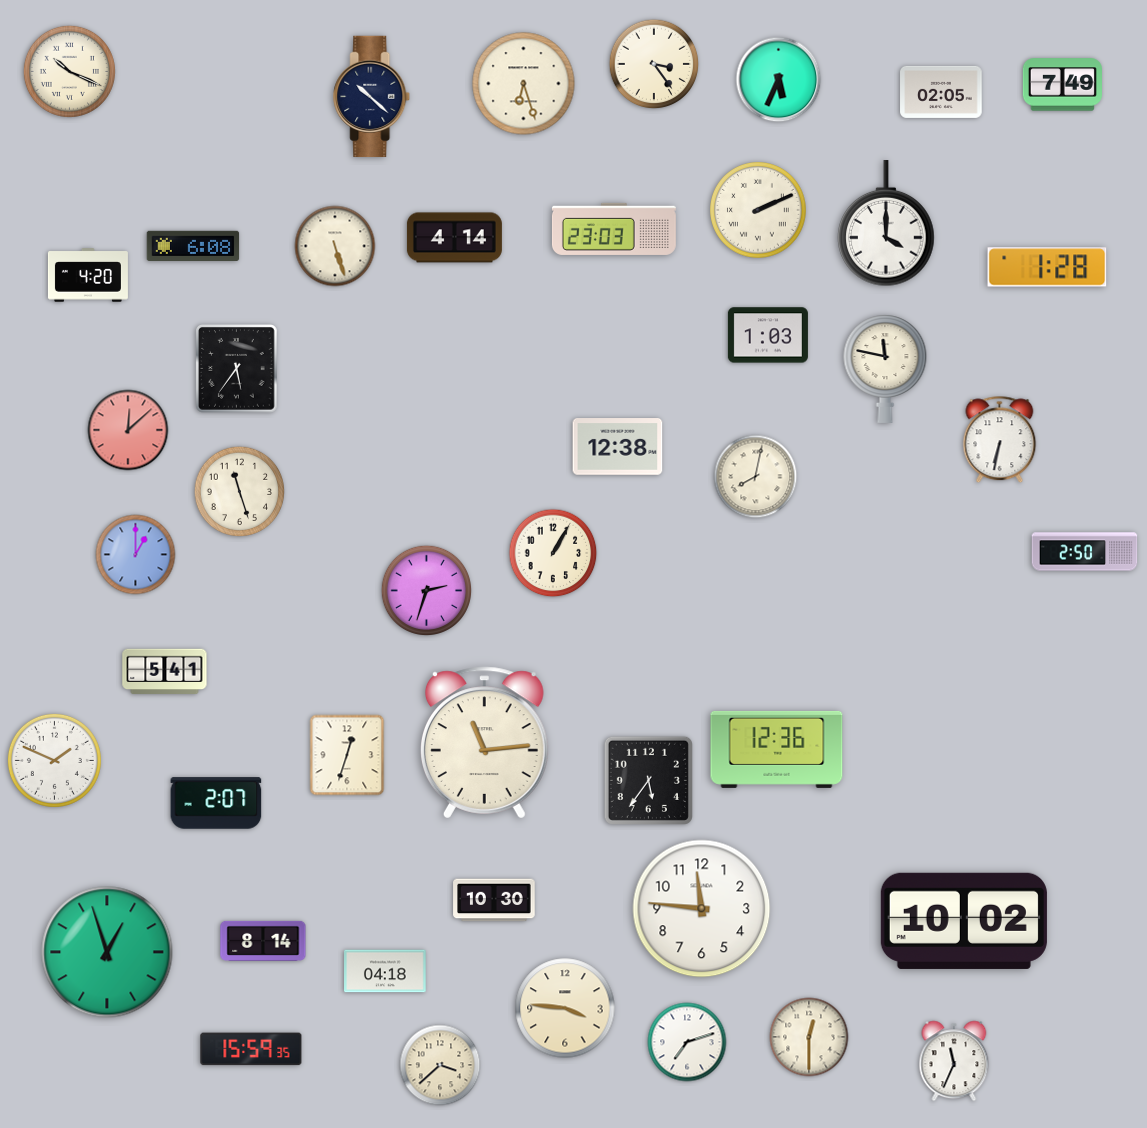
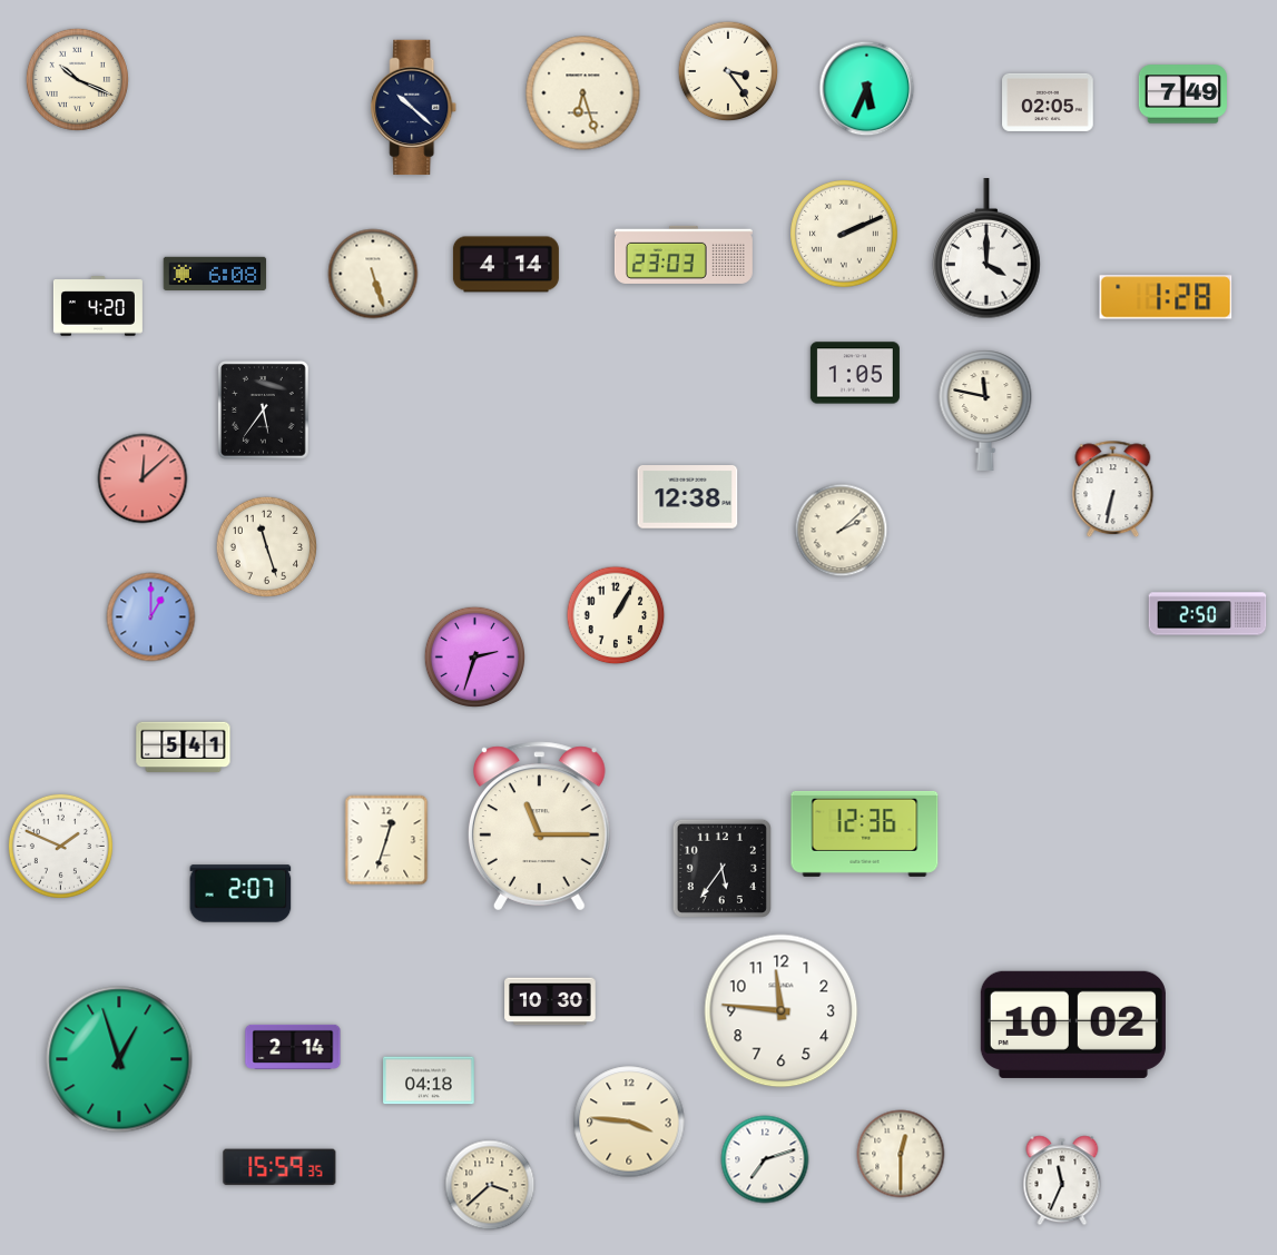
clock at (768, 335): 1:03 -> 1:05
clock at (756, 477): 8:02 -> 2:08
clock at (484, 743): 11:14 -> 11:15
clock at (263, 941): 8:14 -> 2:14
